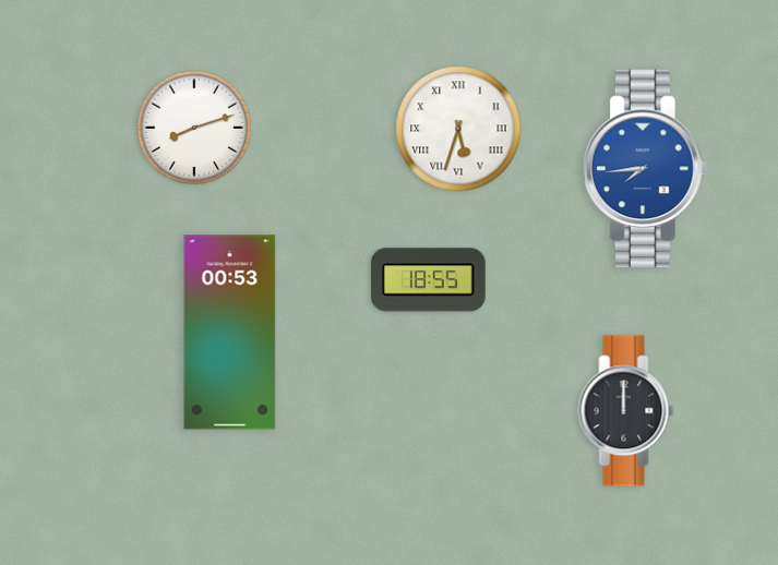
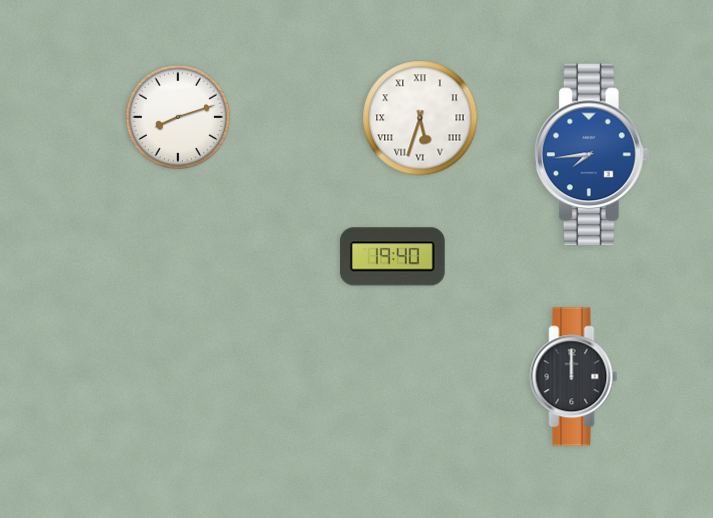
clock at (428, 280): 18:55 -> 19:40
clock at (230, 333): 00:53 -> none
